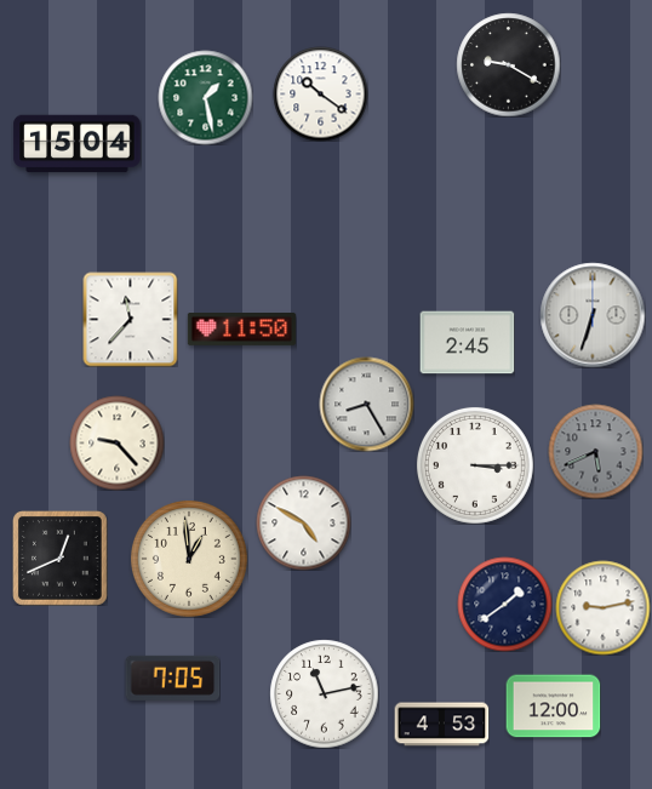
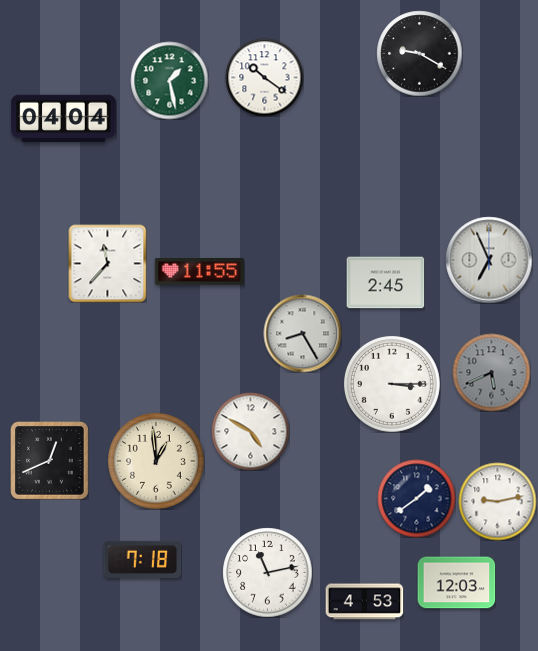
clock at (78, 144): 15:04 -> 04:04
clock at (593, 315): 6:33 -> 6:56
clock at (241, 330): 11:50 -> 11:55
clock at (116, 442): 9:23 -> none
clock at (172, 677): 7:05 -> 7:18
clock at (553, 707): 12:00 -> 12:03
clock at (441, 725) position: (441, 725) -> (364, 602)
